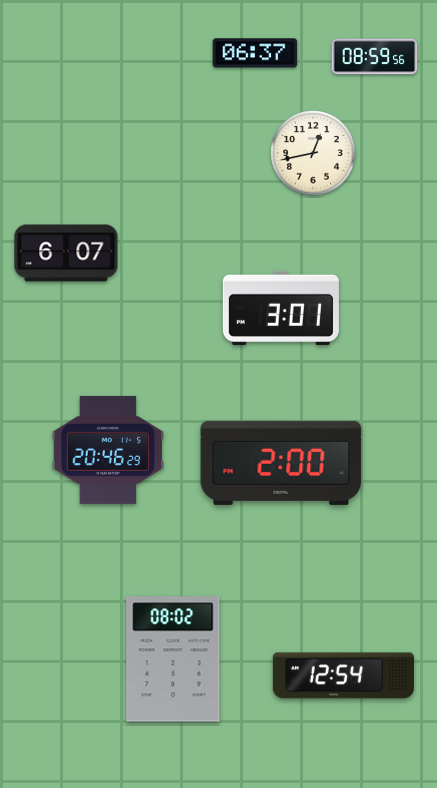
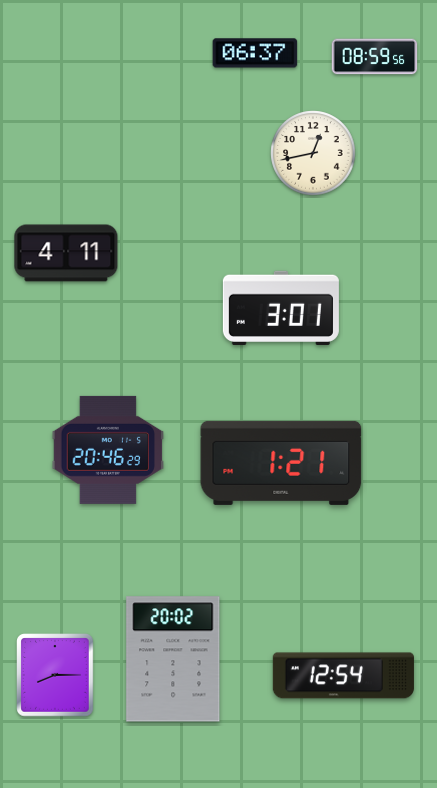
clock at (66, 253): 6:07 -> 4:11
clock at (281, 463): 2:00 -> 1:21
clock at (173, 659): 08:02 -> 20:02
clock at (55, 675): none -> 8:15
